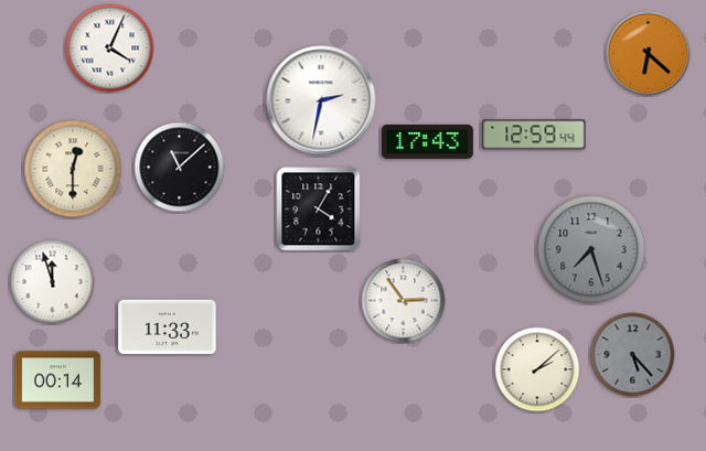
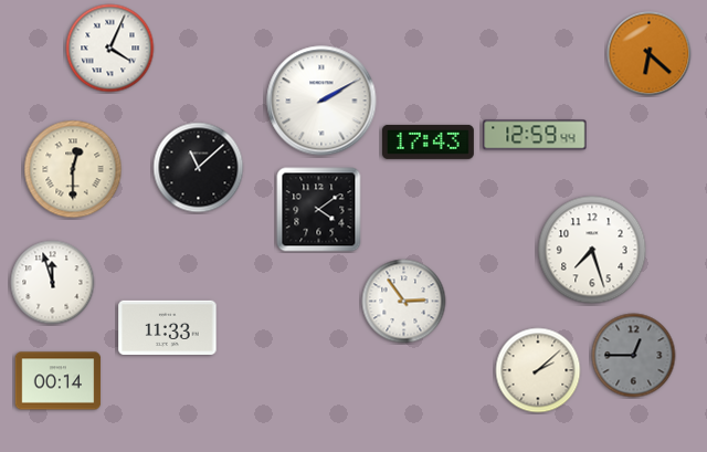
clock at (321, 100): 2:32 -> 2:10
clock at (180, 168) position: (180, 168) -> (199, 168)
clock at (319, 210): 4:05 -> 4:09
clock at (591, 249) dial: grey -> white
clock at (633, 355): 5:23 -> 12:45
